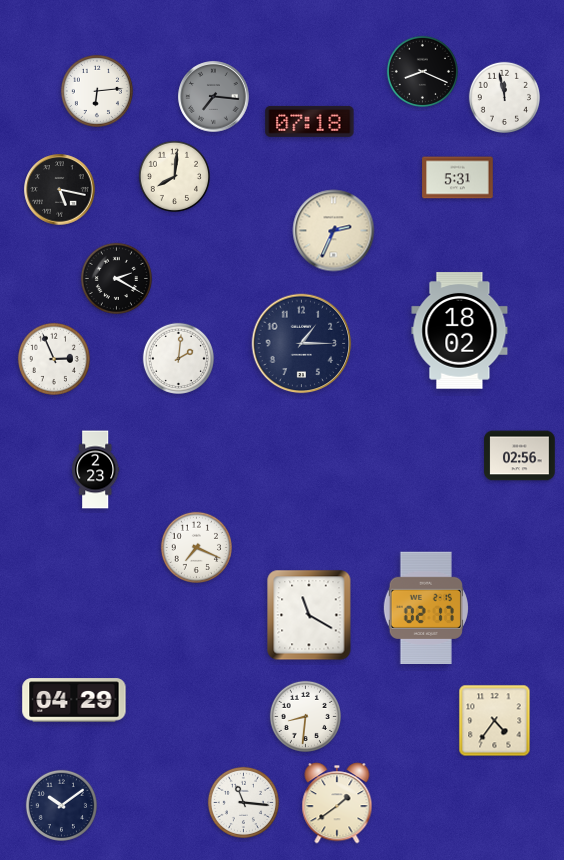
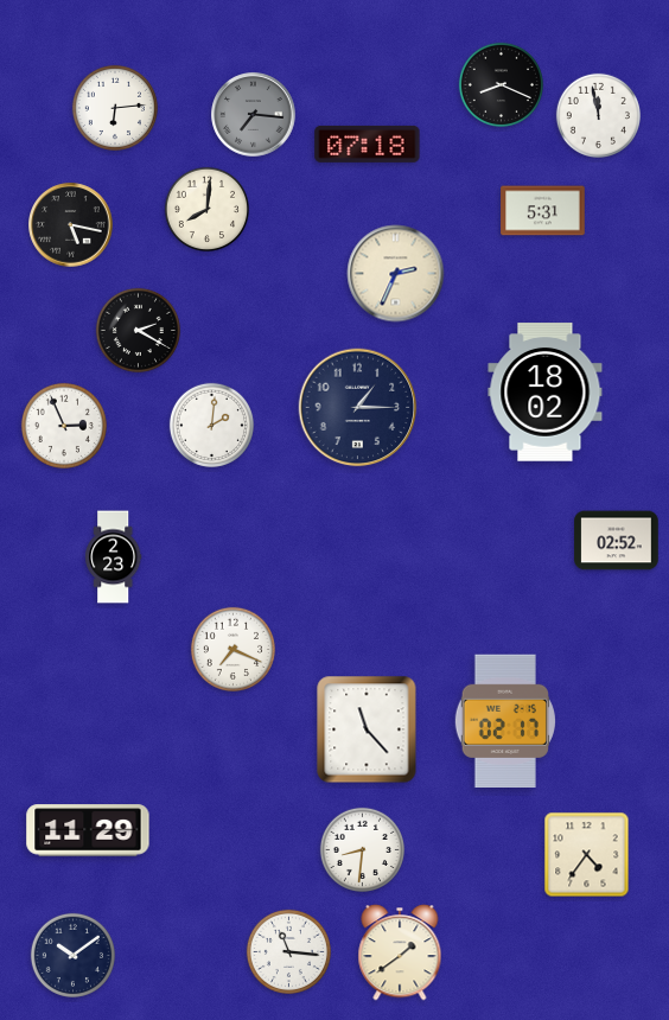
clock at (520, 456): 02:56 -> 02:52
clock at (309, 615): 11:20 -> 11:23
clock at (74, 700): 04:29 -> 11:29
